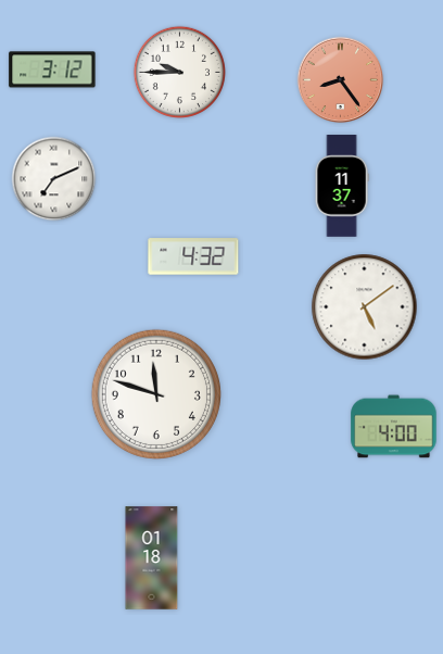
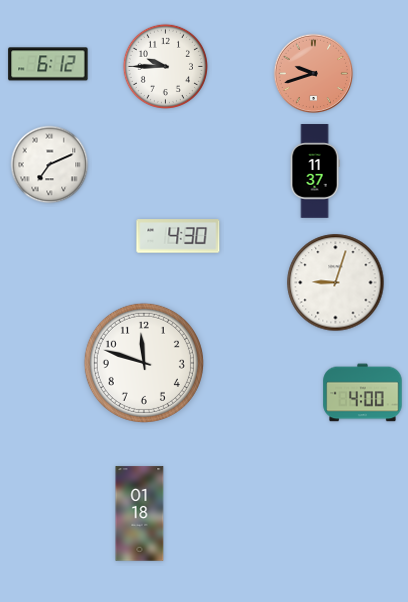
clock at (52, 70): 3:12 -> 6:12
clock at (341, 80): 8:24 -> 9:42
clock at (193, 256): 4:32 -> 4:30
clock at (365, 307): 5:09 -> 9:03
